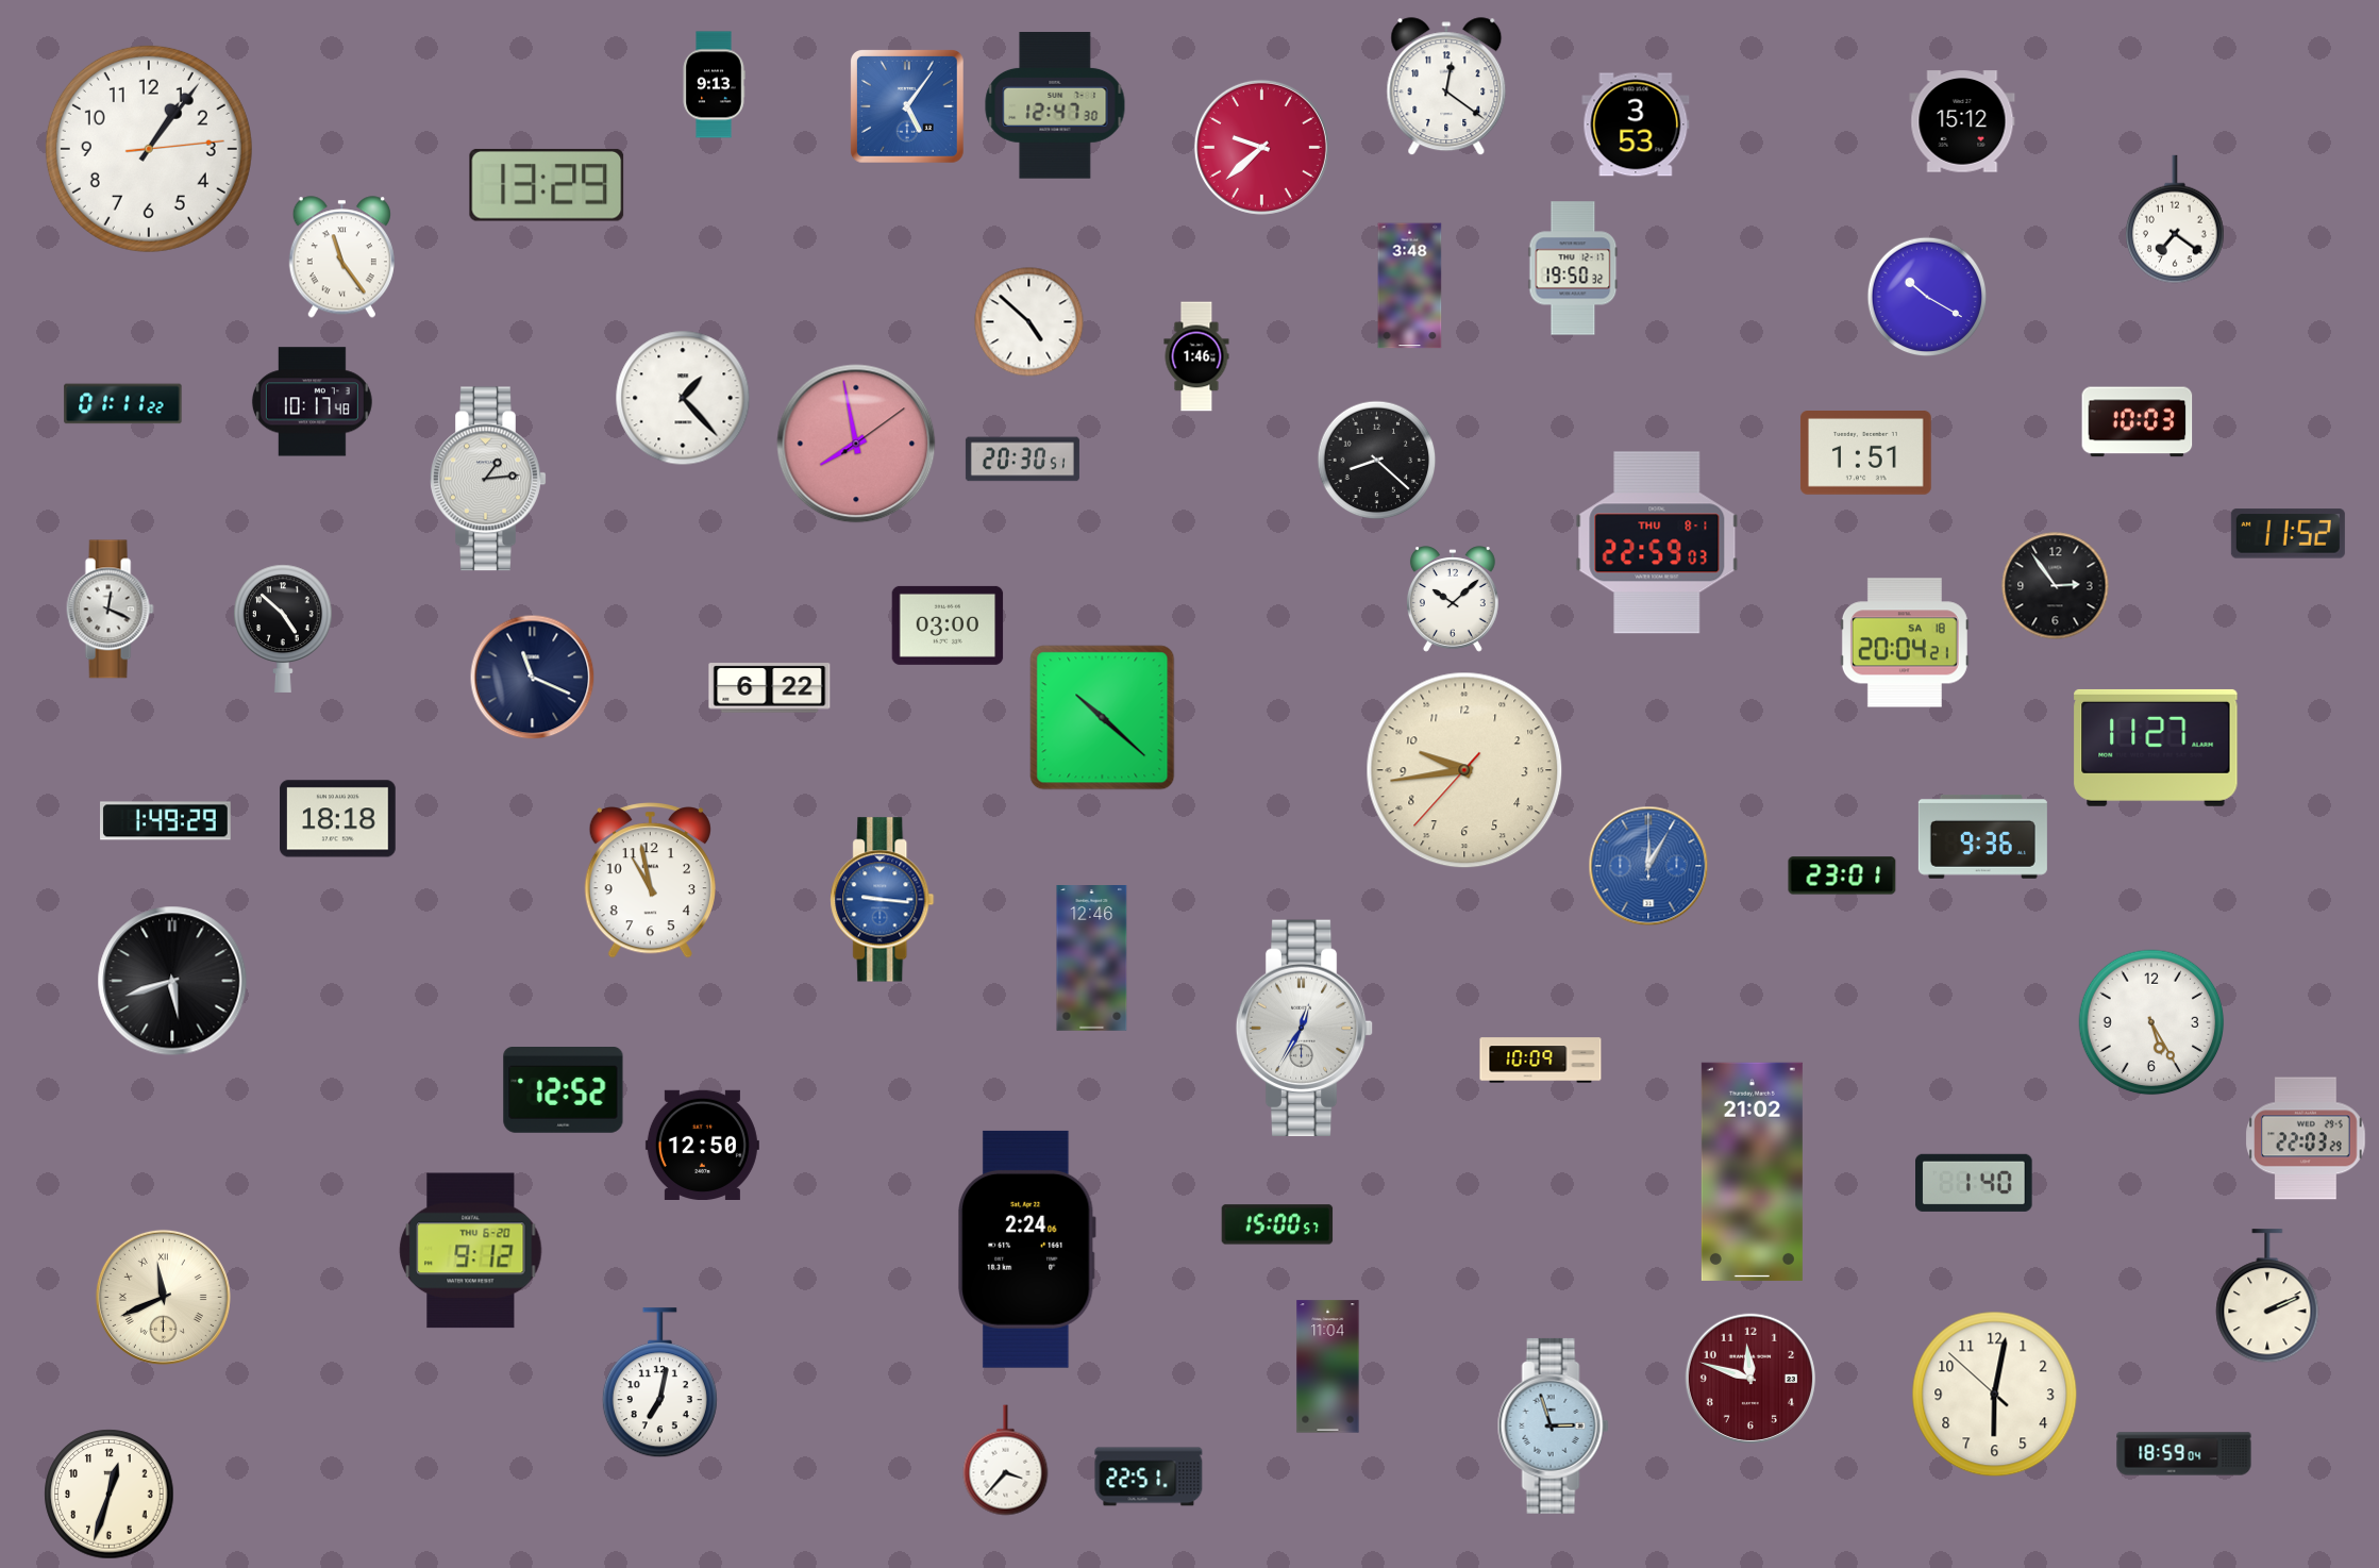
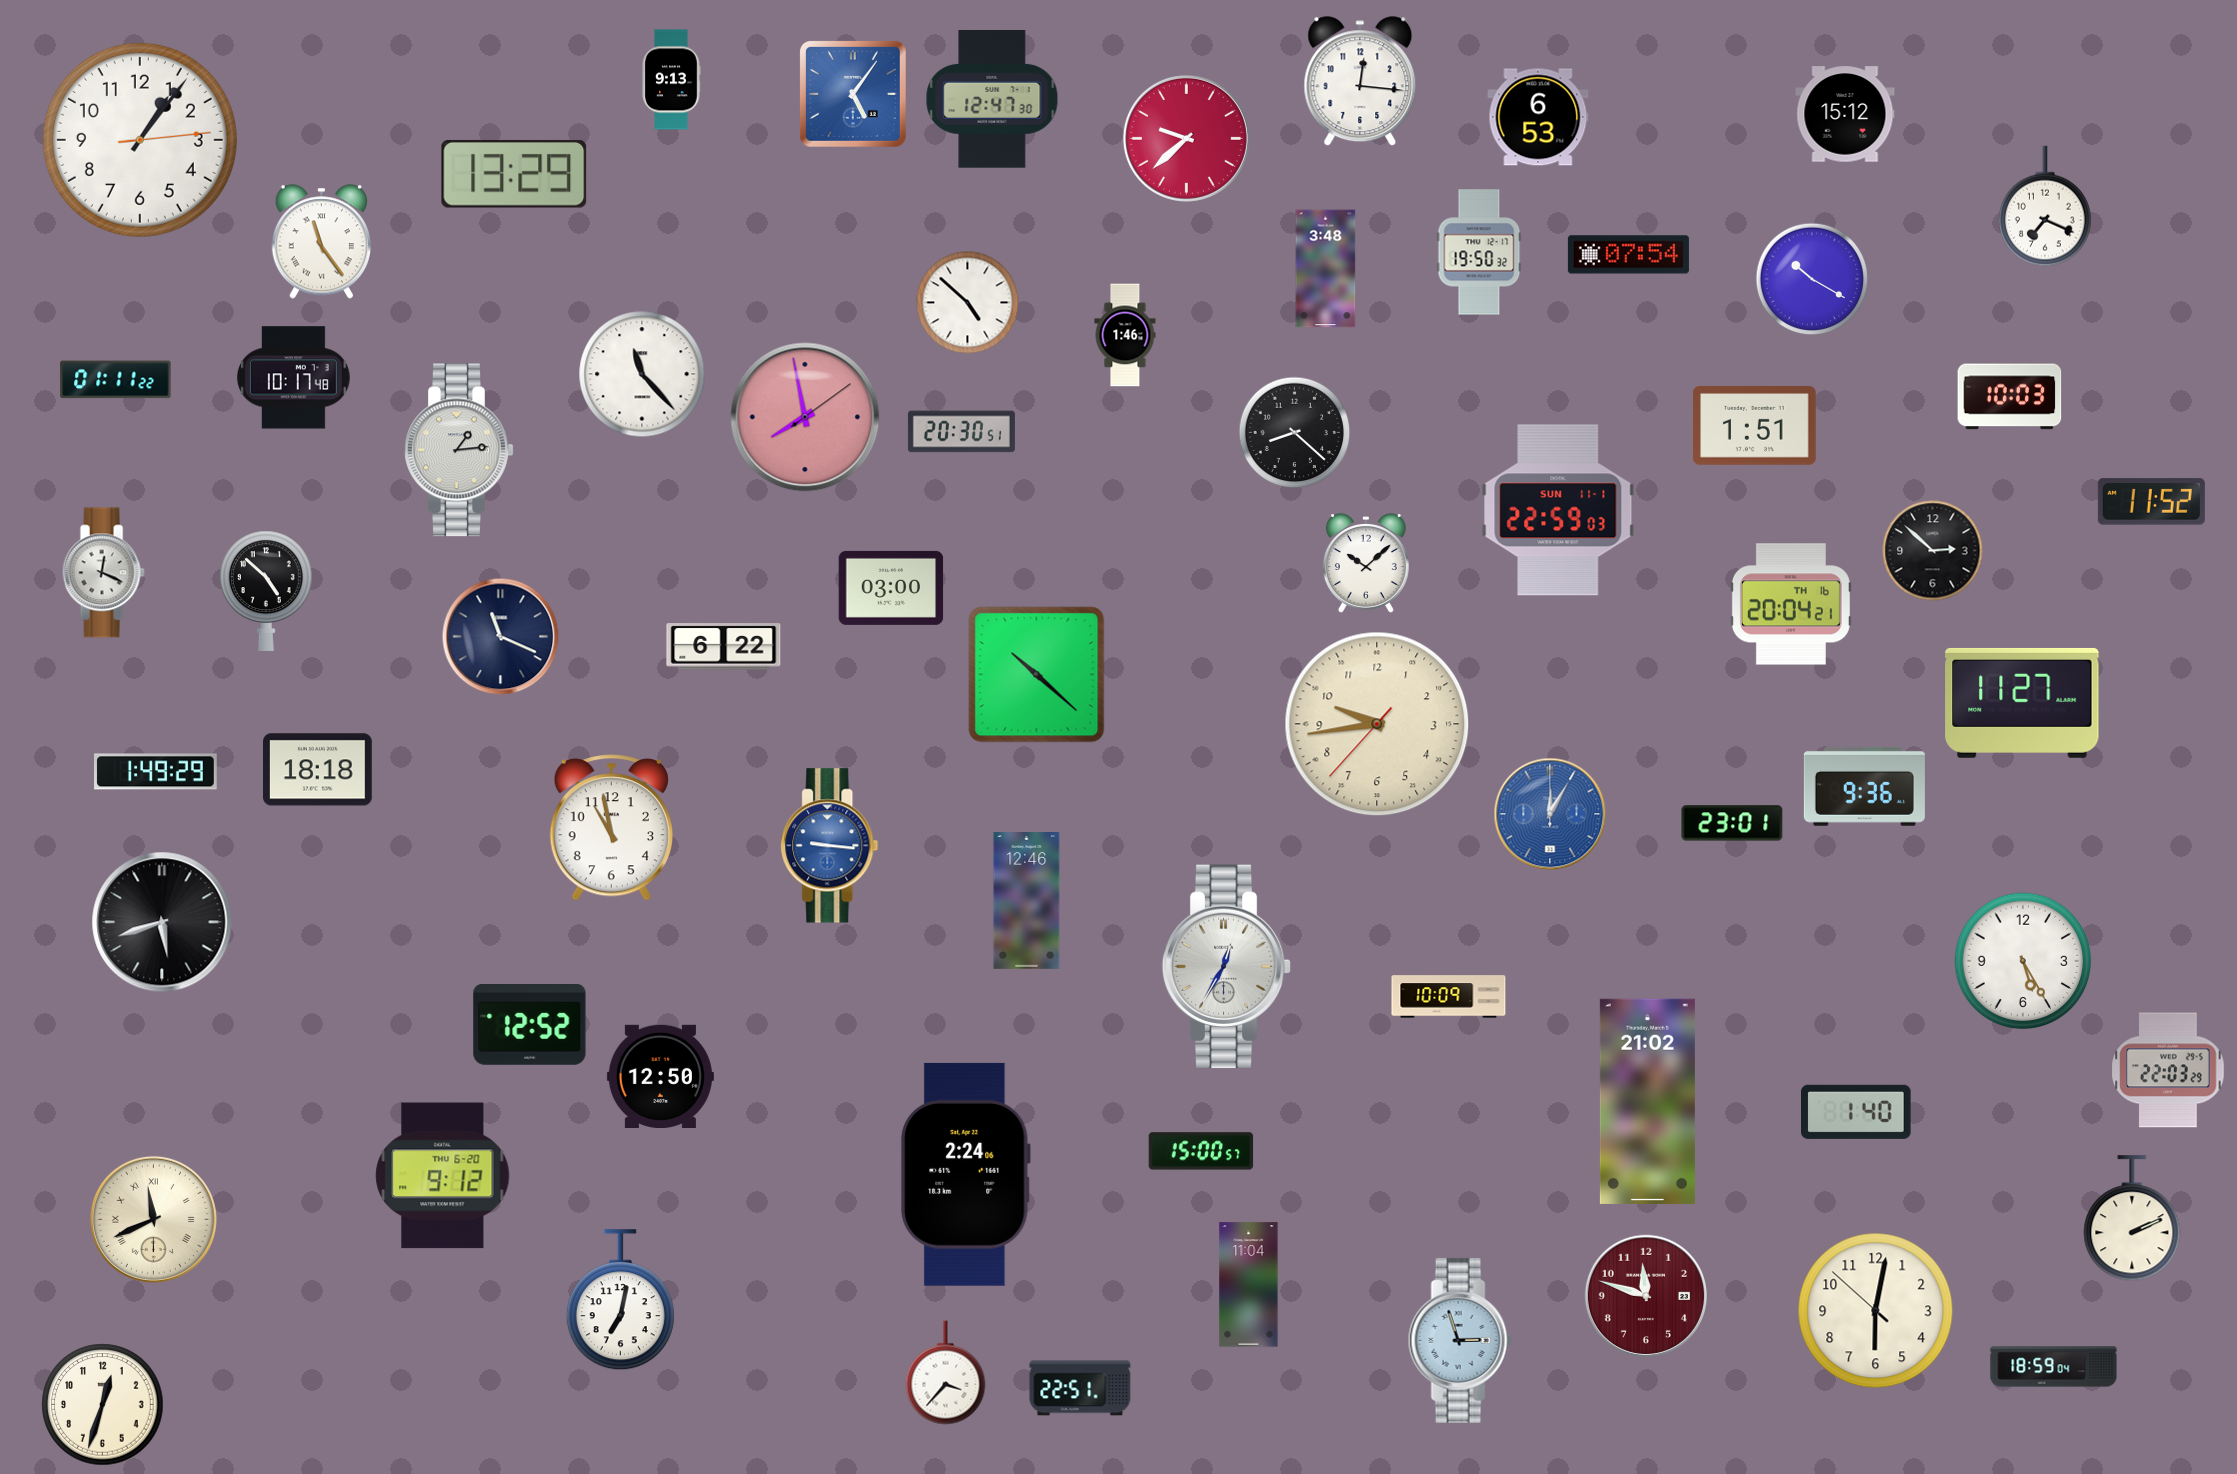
clock at (1446, 87): 12:21 -> 12:16
clock at (907, 106) position: (907, 106) -> (853, 94)
clock at (1636, 124): 3:53 -> 6:53
clock at (2176, 219): 7:21 -> 7:19
clock at (1628, 255): none -> 07:54
clock at (683, 398): 1:23 -> 11:23
clock at (1657, 543) date: THU 8-1 -> SUN 11-1
clock at (2056, 586): 2:54 -> 2:52
clock at (1905, 643) date: SA 18 -> TH 16
clock at (2156, 748) position: (2156, 748) -> (2022, 703)
